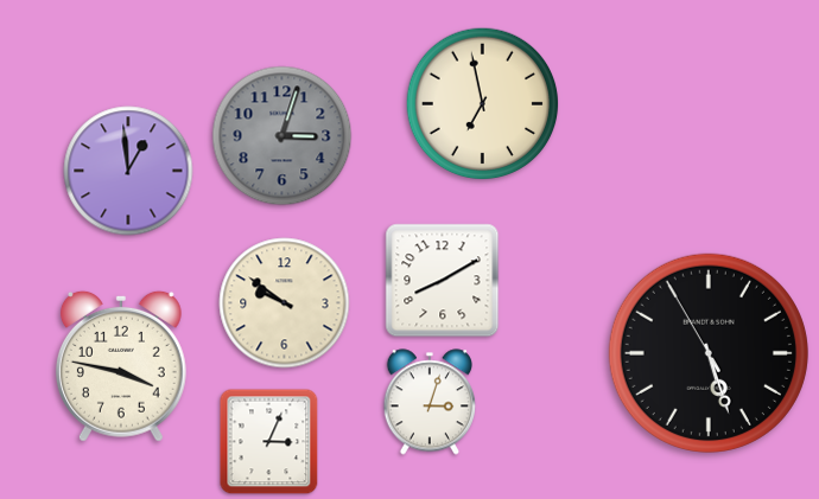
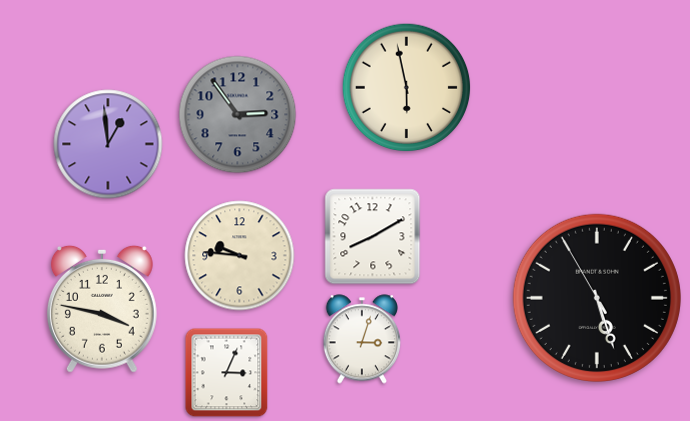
clock at (483, 104): 6:58 -> 5:58
clock at (282, 136): 3:03 -> 2:54
clock at (285, 303): 9:51 -> 9:46
